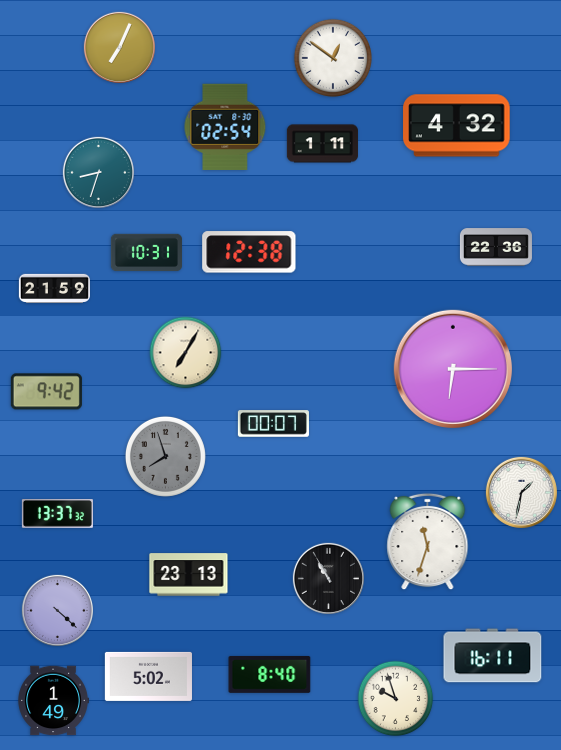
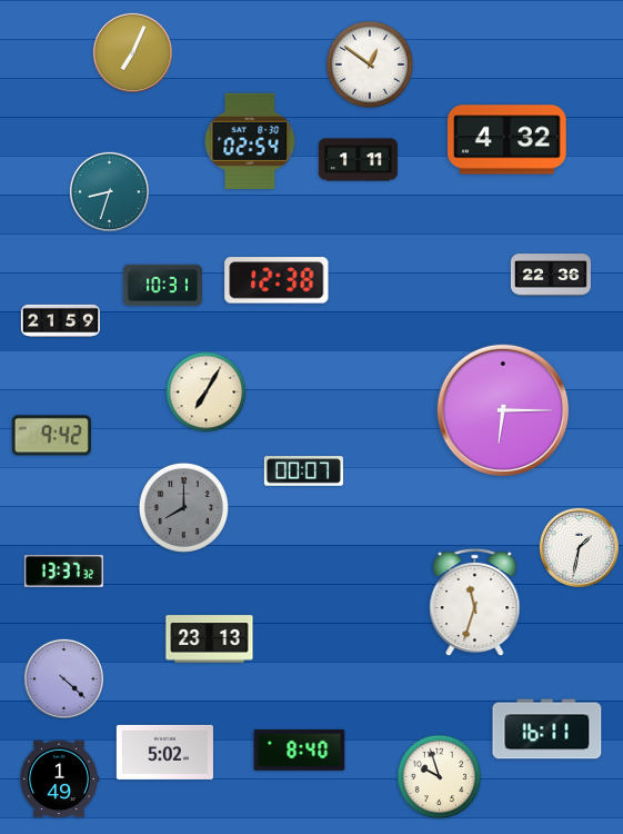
clock at (146, 253) position: (146, 253) -> (162, 286)
clock at (165, 456): 7:57 -> 8:00
clock at (328, 578): 10:55 -> none
